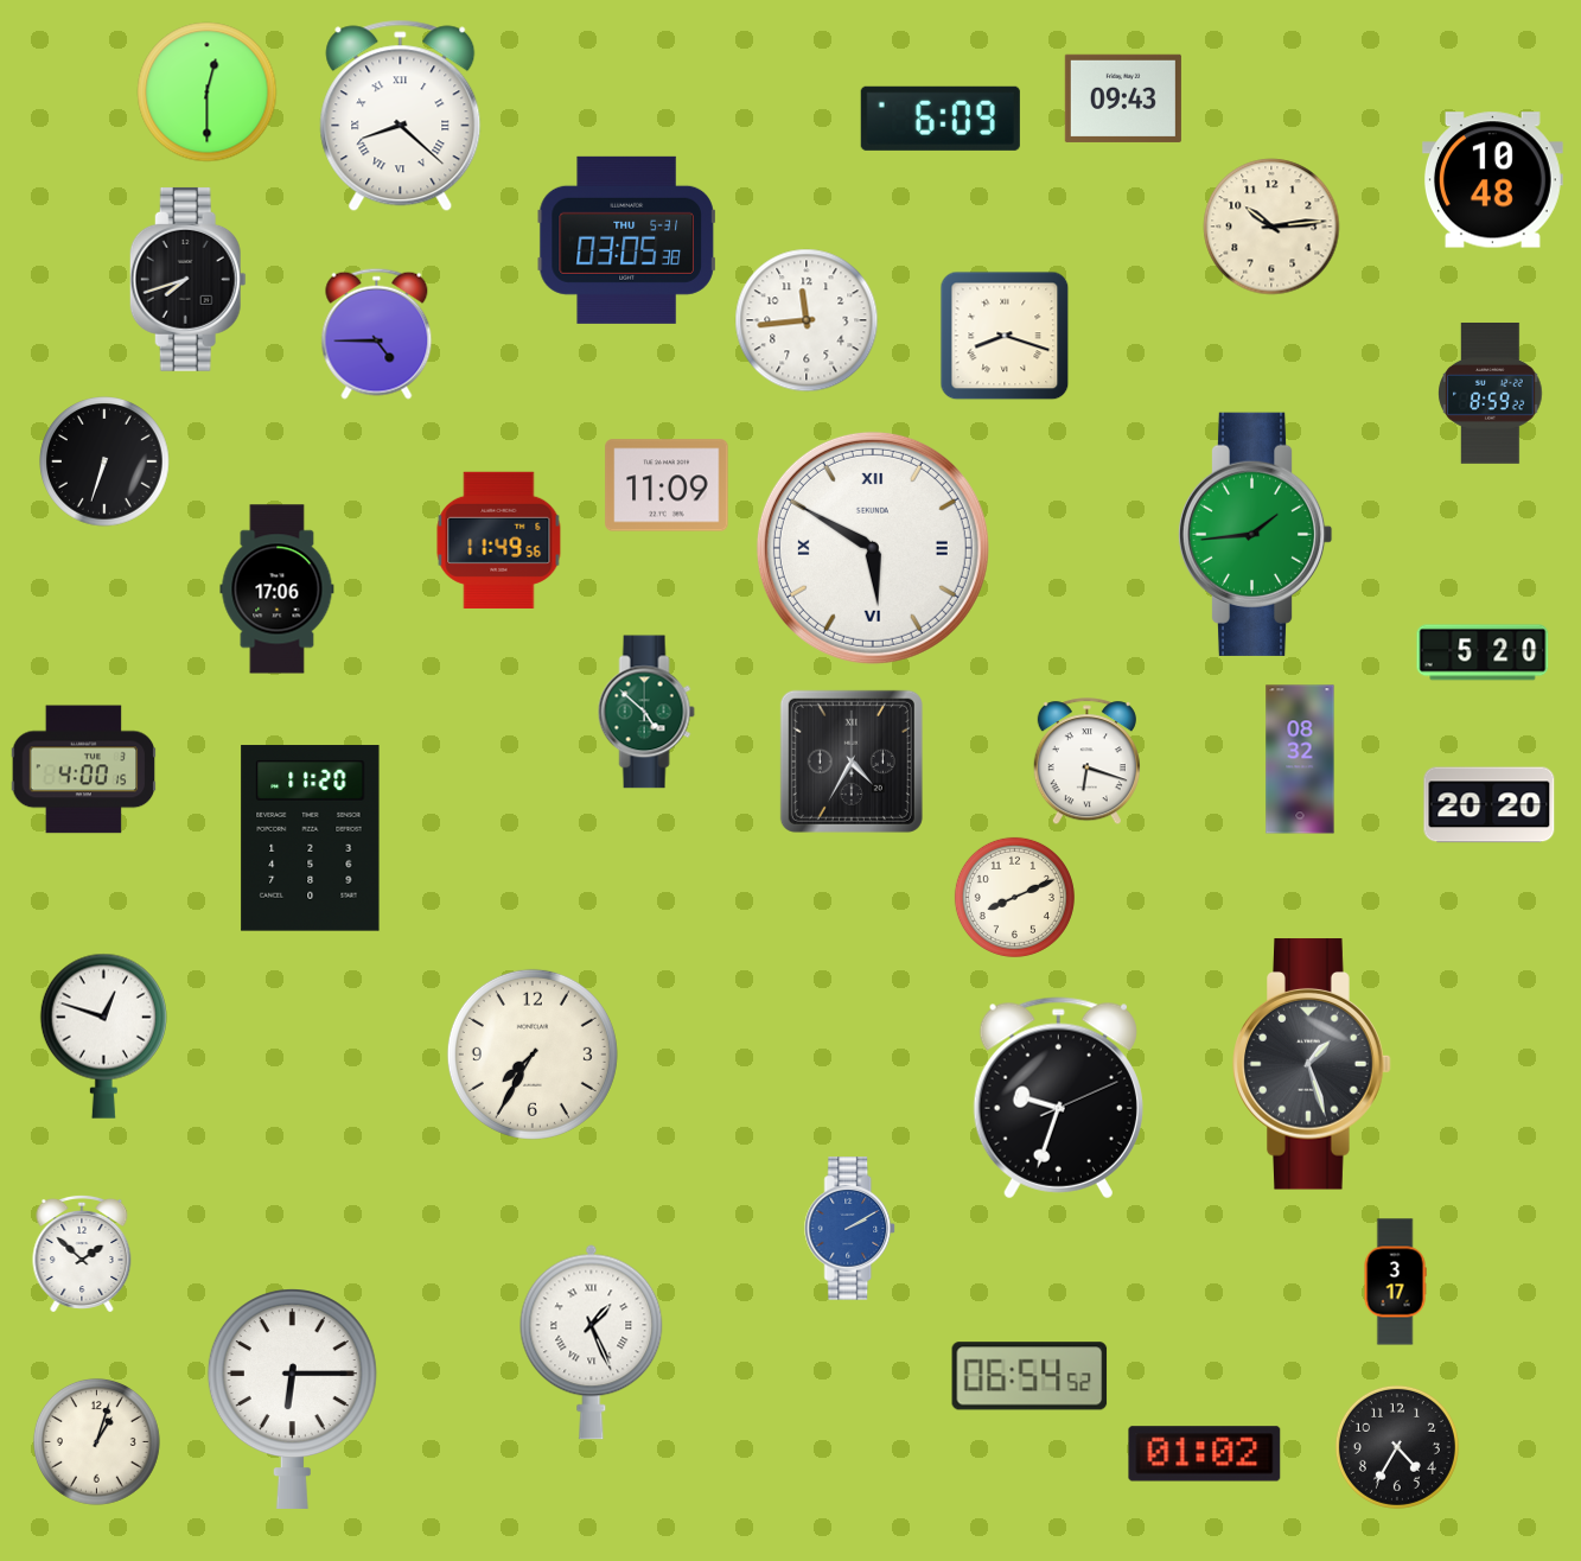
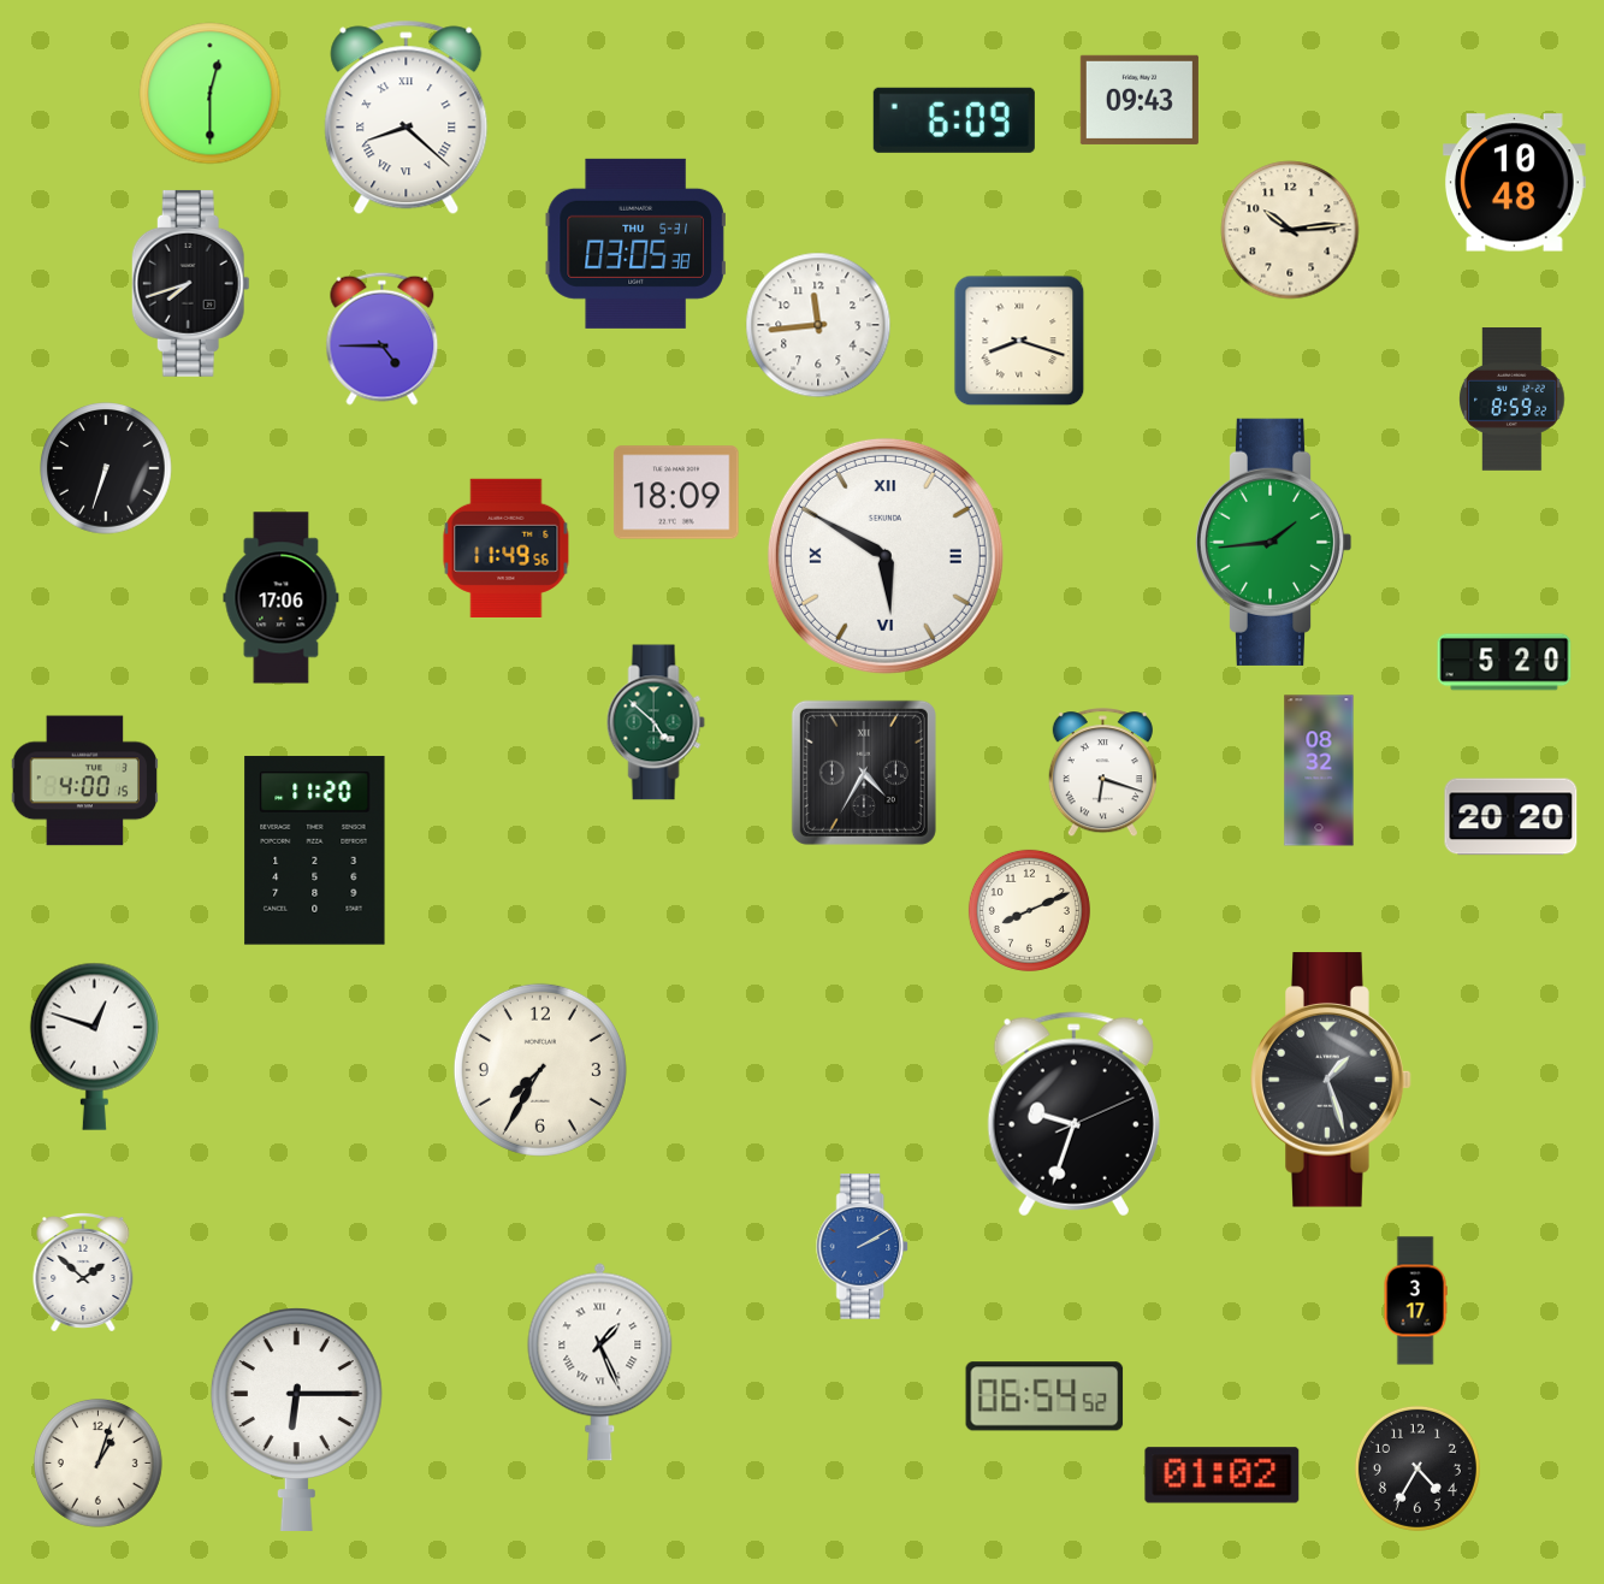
clock at (667, 485): 11:09 -> 18:09
clock at (103, 1036) position: (103, 1036) -> (94, 1046)
